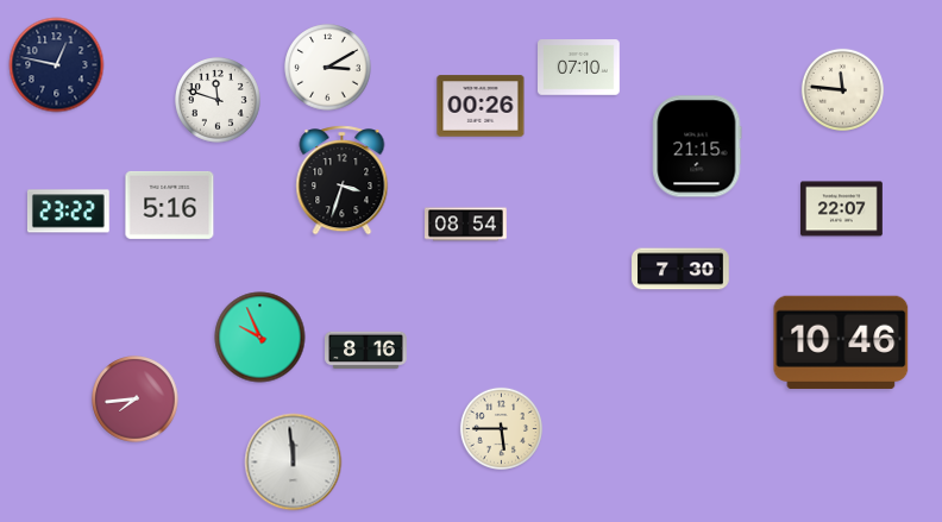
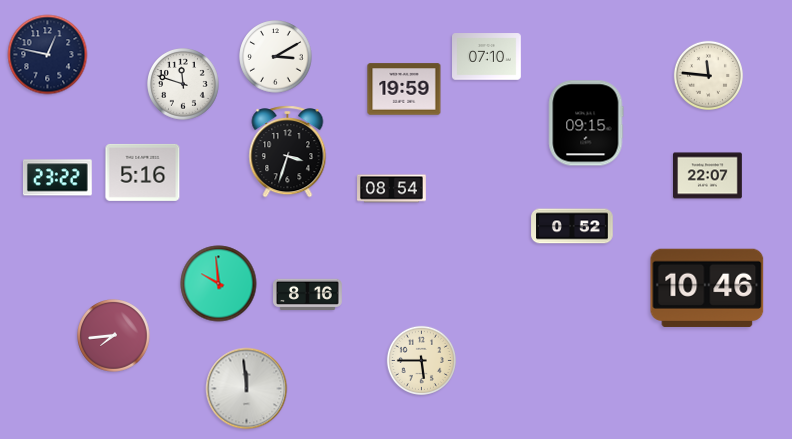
clock at (481, 106): 00:26 -> 19:59
clock at (697, 146): 21:15 -> 09:15
clock at (680, 269): 7:30 -> 0:52
clock at (260, 338): 9:56 -> 9:59
